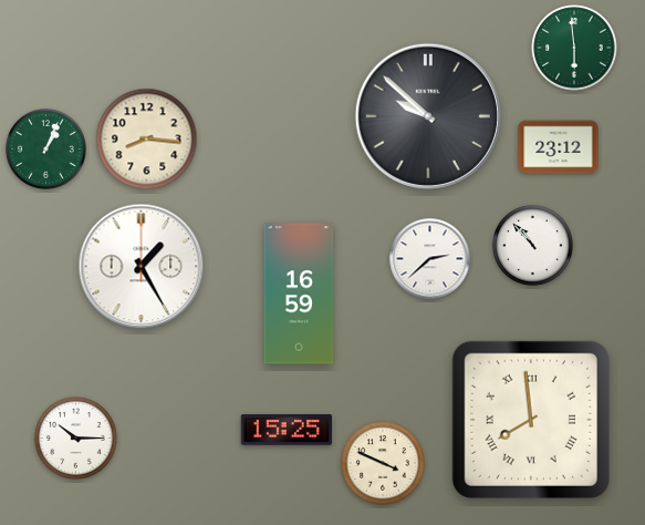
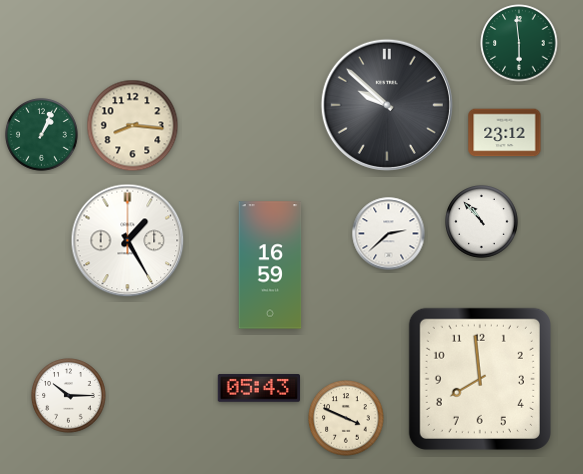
clock at (531, 420) numerals: Roman -> Arabic
clock at (287, 431): 15:25 -> 05:43
